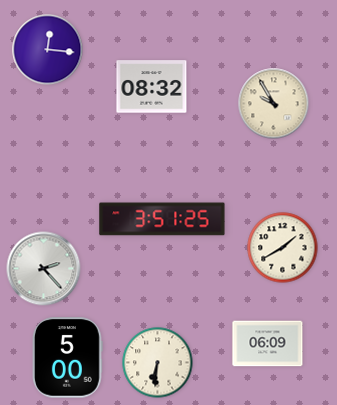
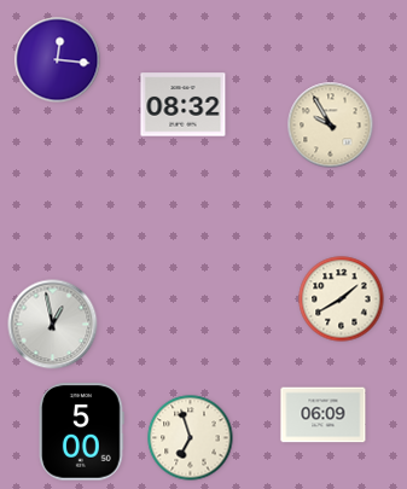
clock at (162, 219): 3:51 -> none
clock at (44, 269): 2:23 -> 12:58
clock at (158, 363): 6:31 -> 6:57
